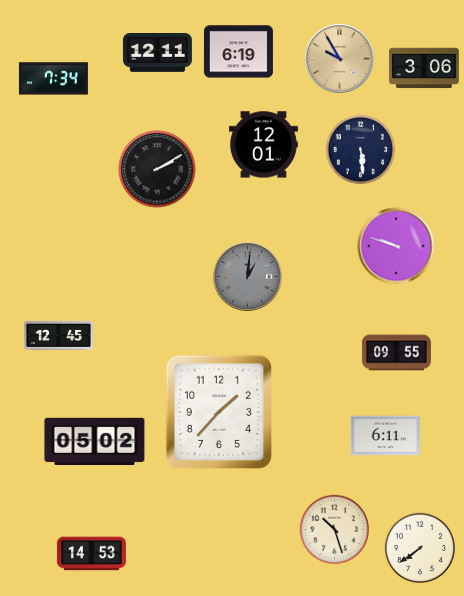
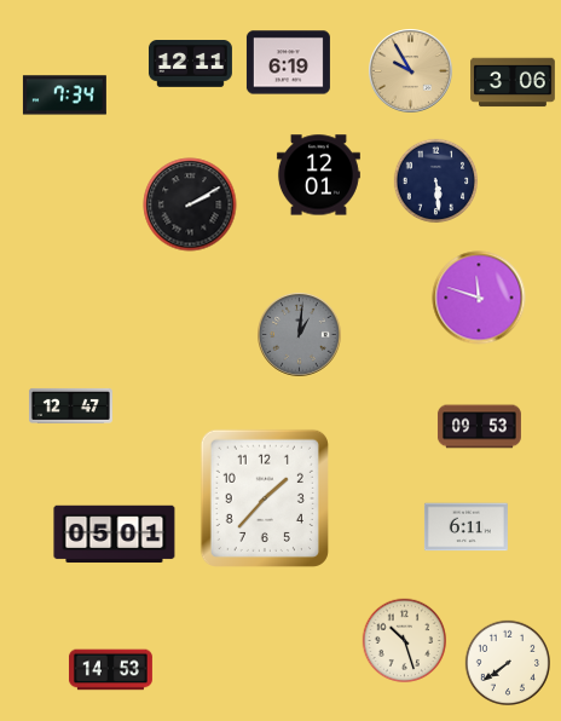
clock at (396, 246): 9:48 -> 11:48
clock at (58, 335): 12:45 -> 12:47
clock at (396, 353): 09:55 -> 09:53
clock at (95, 442): 05:02 -> 05:01
